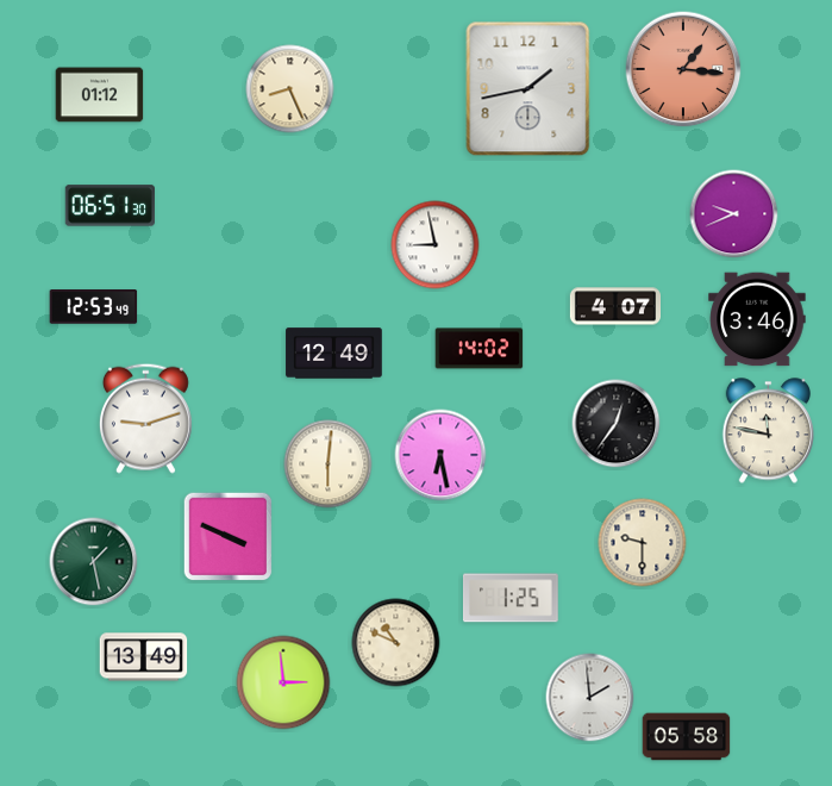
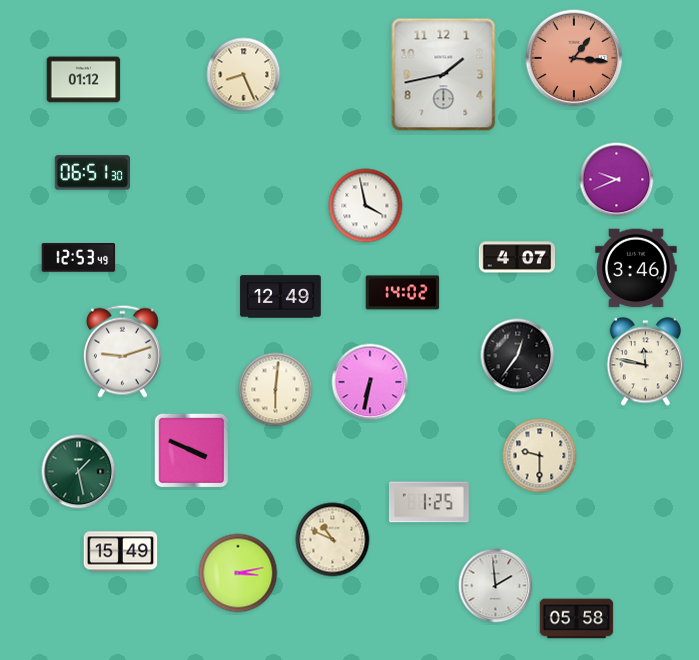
clock at (436, 245): 8:58 -> 3:58
clock at (440, 455): 6:28 -> 6:32
clock at (144, 657): 13:49 -> 15:49
clock at (283, 682): 2:59 -> 3:13
